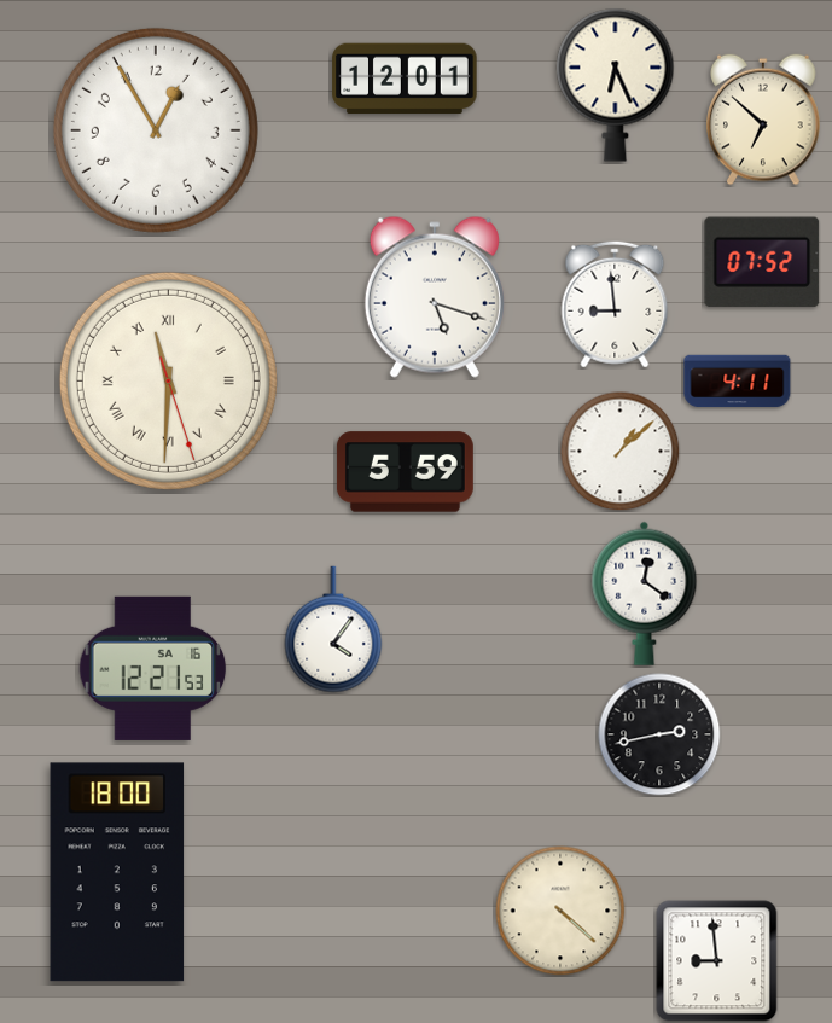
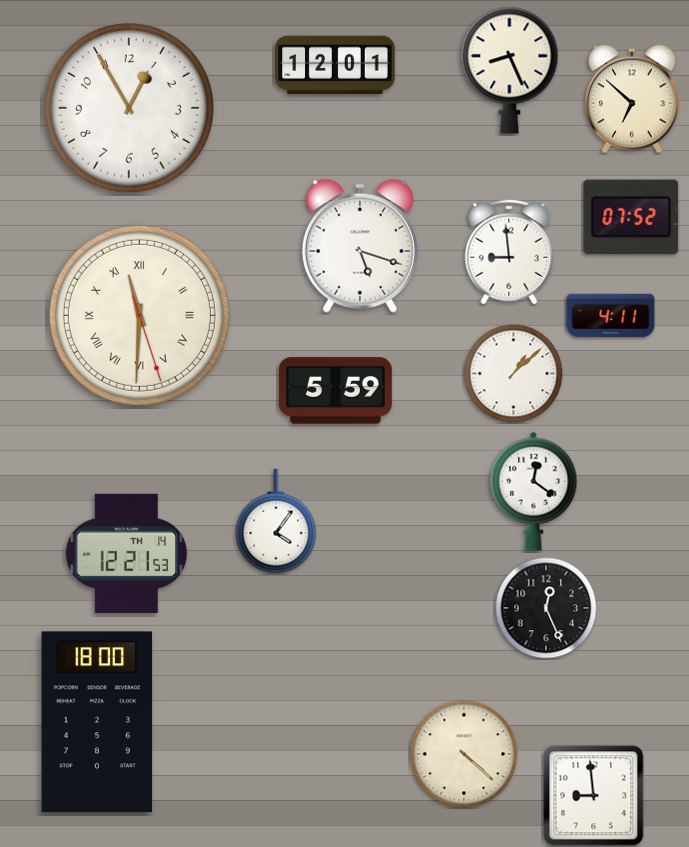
clock at (616, 85): 6:26 -> 8:26
clock at (153, 668) date: SA 16 -> TH 14
clock at (659, 734): 2:43 -> 12:26
